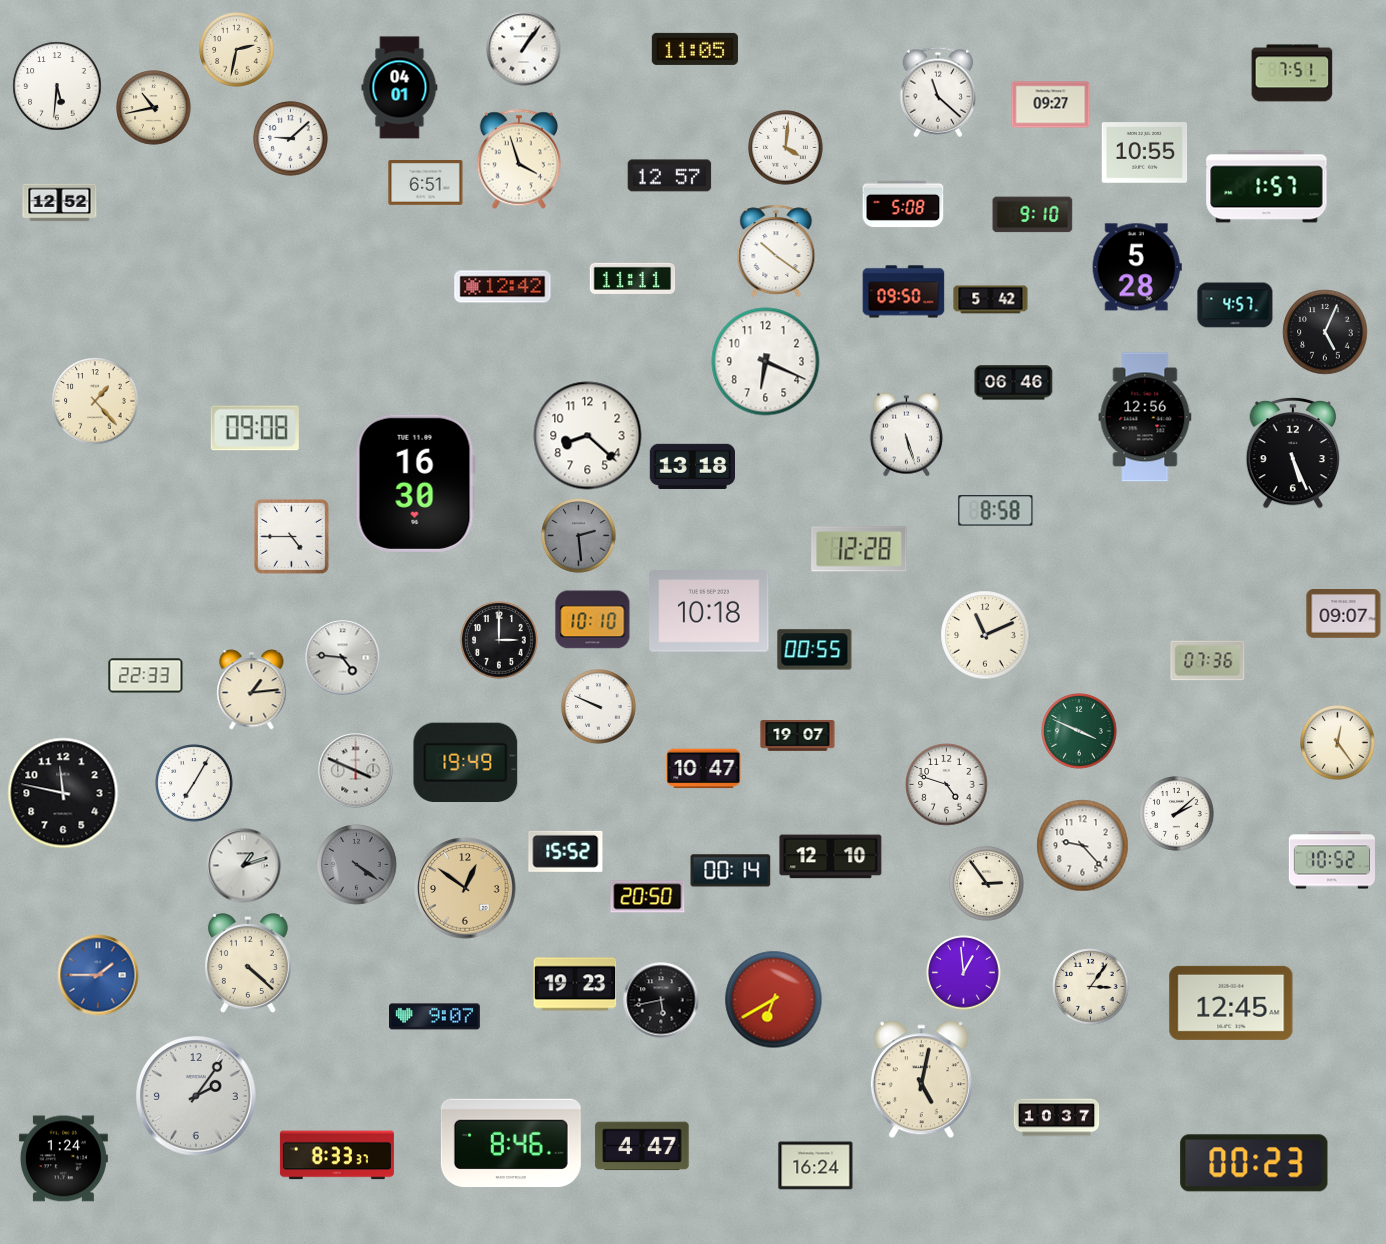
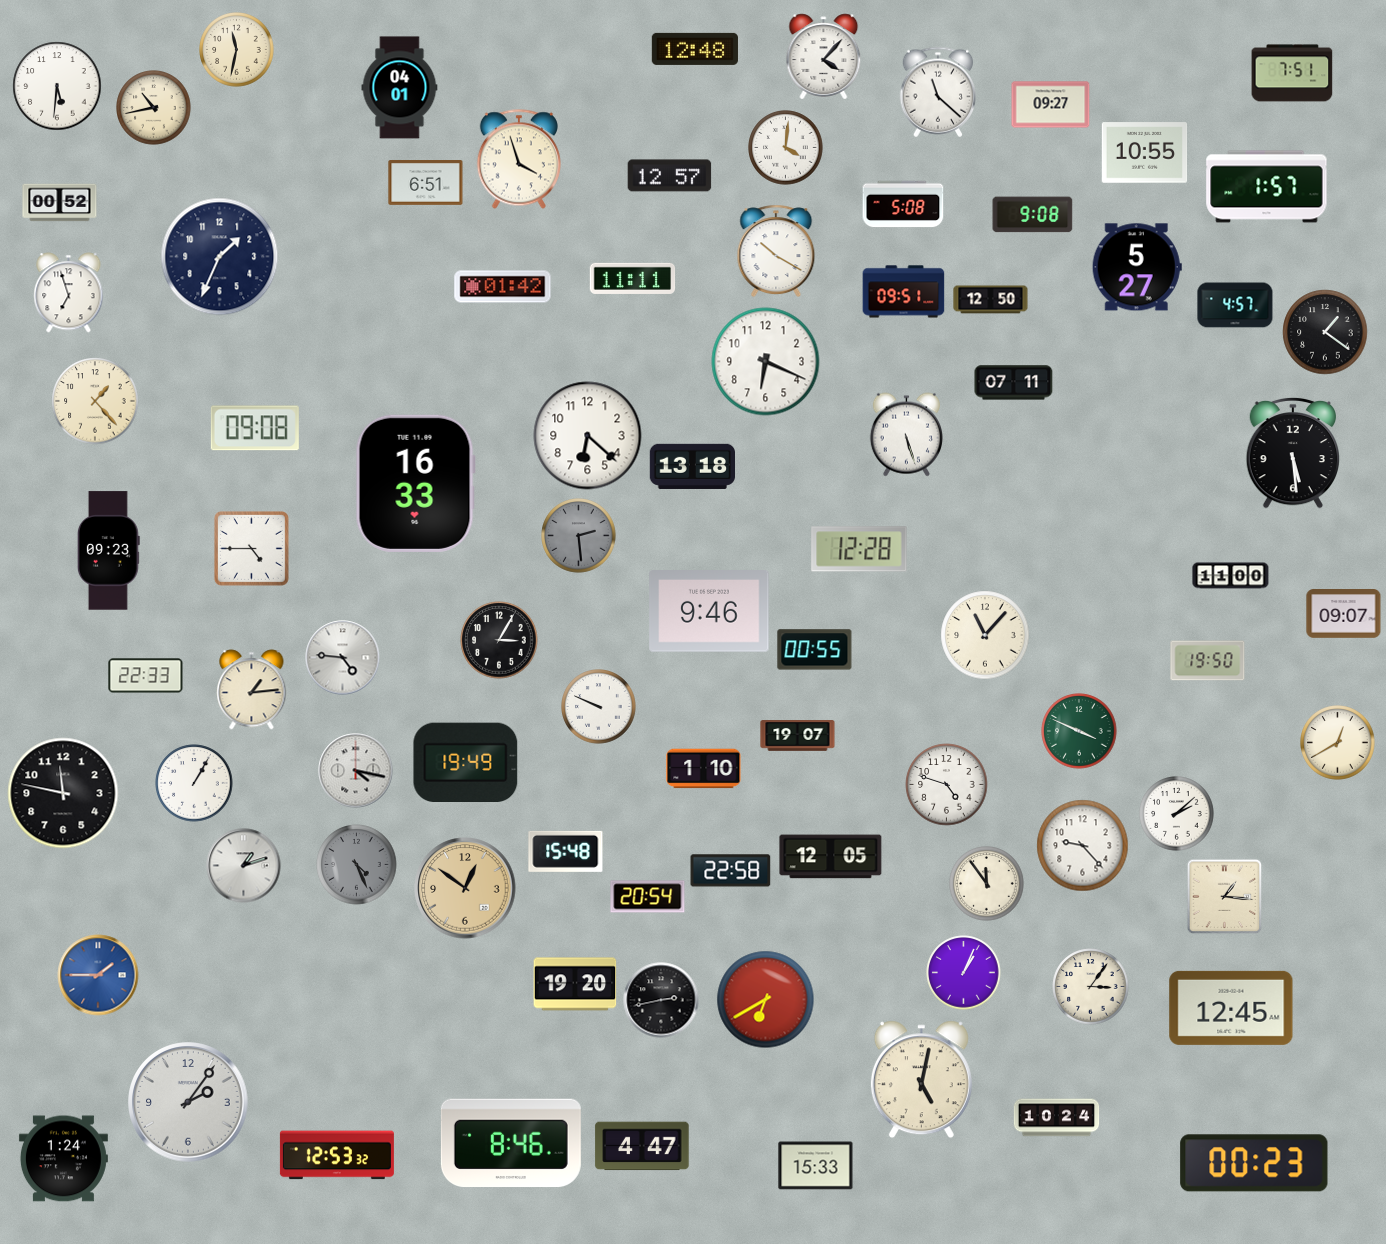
clock at (524, 49): 1:06 -> none
clock at (695, 49): 11:05 -> 12:48
clock at (237, 50): 2:32 -> 11:32
clock at (824, 57): none -> 4:07
clock at (291, 139): 9:08 -> none
clock at (60, 203): 12:52 -> 00:52
clock at (1033, 215): 9:10 -> 9:08
clock at (776, 251): 10:21 -> 10:20
clock at (220, 257): none -> 1:34
clock at (1137, 267): 5:28 -> 5:27
clock at (503, 287): 12:42 -> 01:42
clock at (904, 292): 09:50 -> 09:51
clock at (69, 293): none -> 6:57
clock at (991, 300): 5:42 -> 12:50
clock at (1325, 332): 5:04 -> 1:21
clock at (1014, 383): 06:46 -> 07:11
clock at (1145, 417): 12:56 -> none
clock at (588, 436): 8:22 -> 6:22
clock at (1292, 453): 5:26 -> 5:29
clock at (415, 483): 16:30 -> 16:33
clock at (996, 511): 8:58 -> none
clock at (291, 536) position: (291, 536) -> (251, 548)
clock at (108, 551): none -> 09:23
clock at (1231, 576): none -> 11:00
clock at (709, 612): 10:18 -> 9:46
clock at (593, 620): 10:10 -> none
clock at (985, 635): 11:11 -> 11:07
clock at (499, 640): 3:00 -> 3:05
clock at (1208, 661): 07:36 -> 19:50
clock at (1338, 743): 12:24 -> 12:40
clock at (704, 769): 10:47 -> 1:10
clock at (356, 771): 3:49 -> 4:17
clock at (194, 783): 7:05 -> 1:05
clock at (566, 851): 15:52 -> 15:48
clock at (831, 857): 12:10 -> 12:05
clock at (1331, 860): 10:52 -> none
clock at (357, 865): 4:21 -> 4:26
clock at (731, 871): 00:14 -> 22:58
clock at (987, 884): 2:54 -> 11:54
clock at (648, 897): 20:50 -> 20:54
clock at (1225, 897): none -> 1:16
clock at (248, 964): 4:22 -> none
clock at (964, 973): 12:59 -> 1:04
clock at (575, 984): 19:23 -> 19:20
clock at (661, 1000): 5:43 -> 2:43
clock at (774, 1000) position: (774, 1000) -> (766, 1000)
clock at (1231, 1003) position: (1231, 1003) -> (1231, 1008)
clock at (435, 1017): 9:07 -> none
clock at (196, 1096) position: (196, 1096) -> (188, 1102)
clock at (1057, 1118): 10:37 -> 10:24
clock at (337, 1155): 8:33 -> 12:53
clock at (816, 1166): 16:24 -> 15:33
